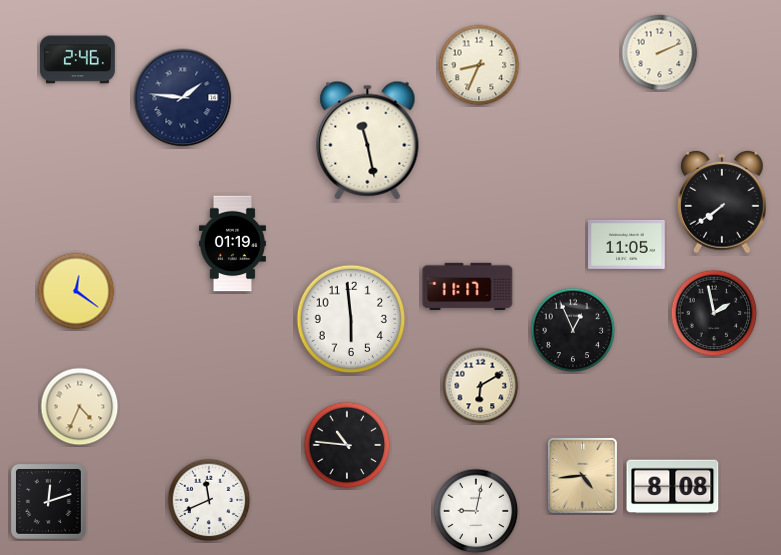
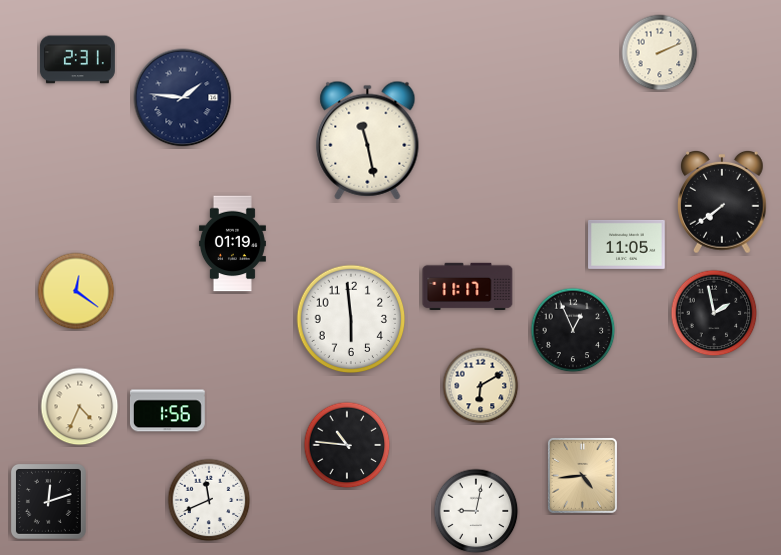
clock at (77, 60): 2:46 -> 2:31
clock at (479, 65): 8:34 -> none
clock at (167, 411): none -> 1:56
clock at (673, 487): 8:08 -> none
